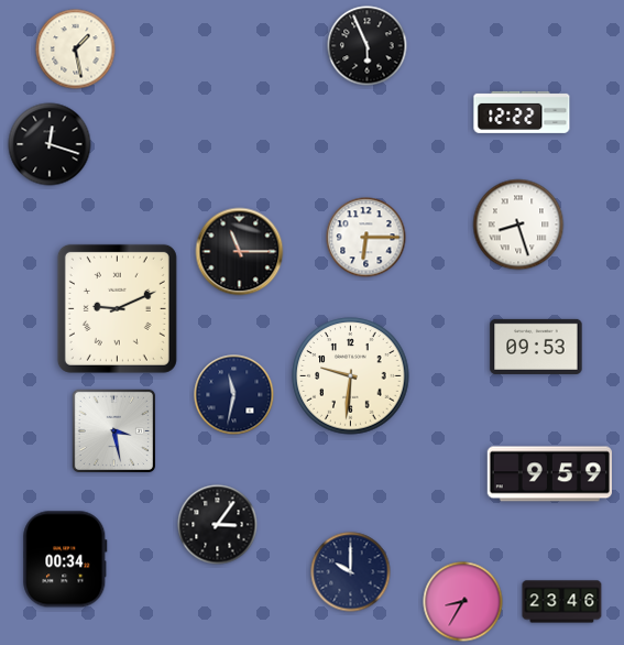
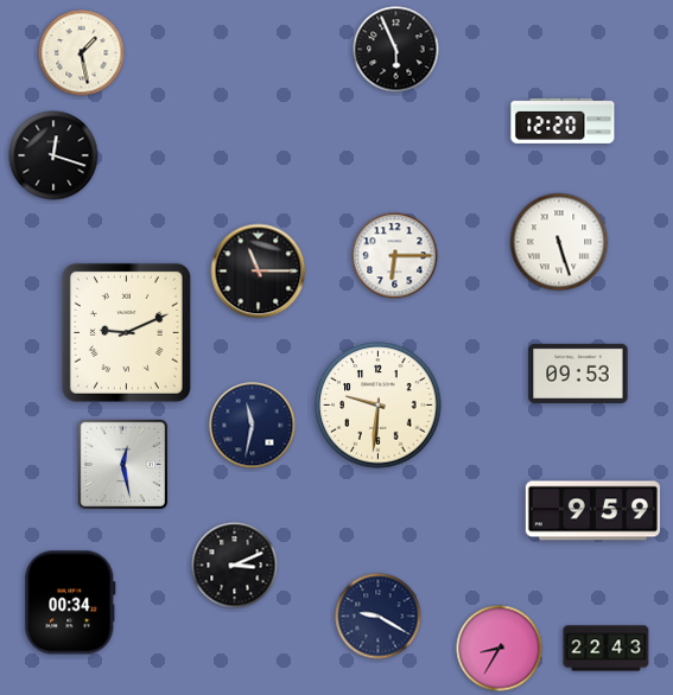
clock at (522, 112): 12:22 -> 12:20
clock at (518, 225): 8:27 -> 5:27
clock at (113, 430): 3:28 -> 12:28
clock at (218, 525): 3:06 -> 3:11
clock at (351, 572): 10:00 -> 9:20
clock at (562, 602): 23:46 -> 22:43
